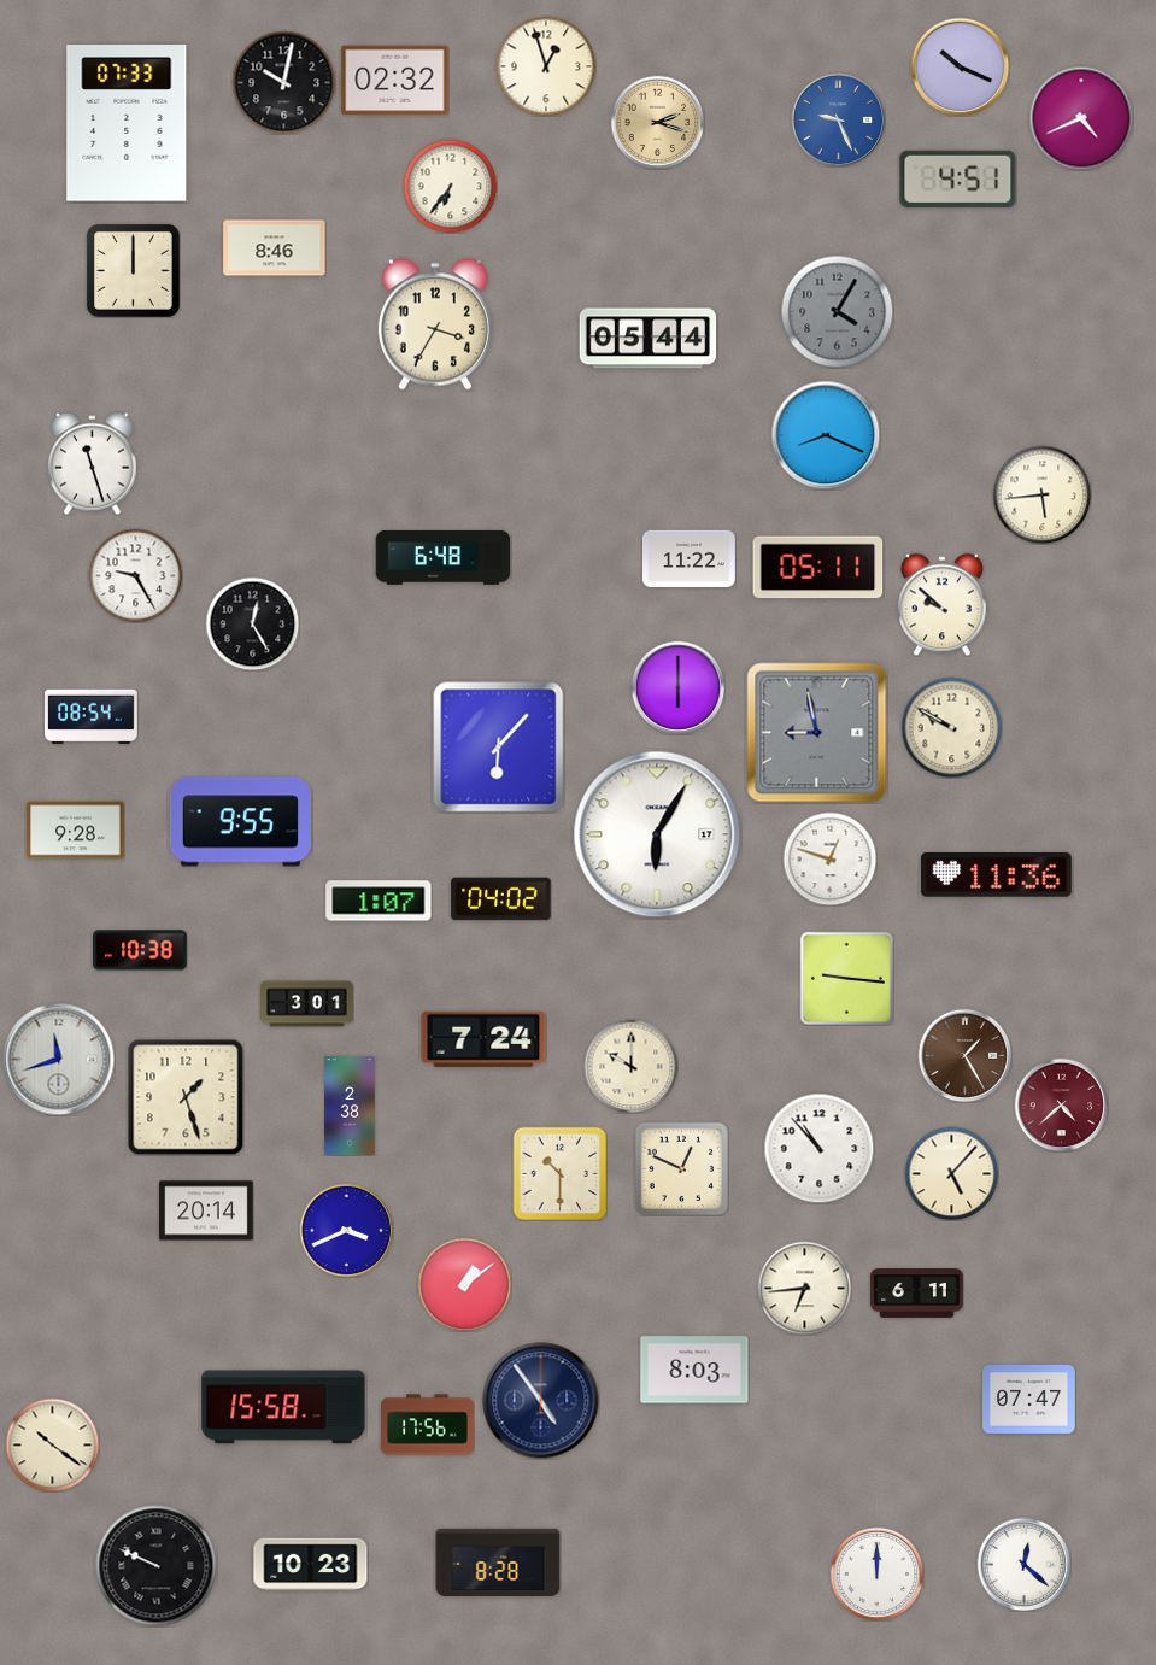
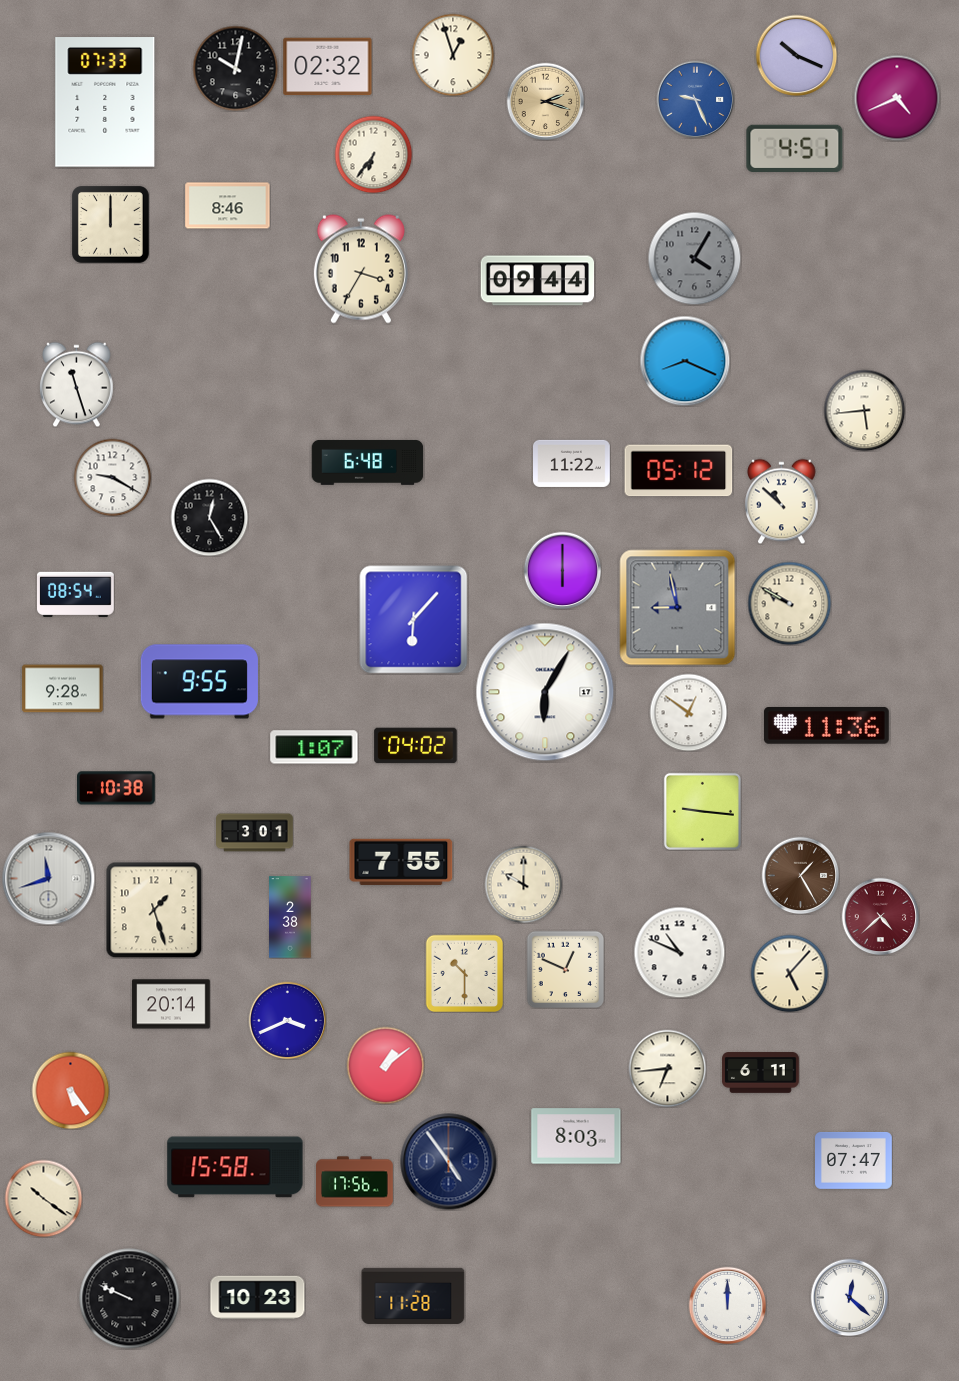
clock at (649, 339): 05:44 -> 09:44
clock at (818, 568): 05:11 -> 05:12
clock at (135, 575): 9:25 -> 9:20
clock at (943, 604): 9:52 -> 10:52
clock at (829, 858): 12:48 -> 12:51
clock at (483, 1039): 7:24 -> 7:55
clock at (818, 1148): 10:53 -> 10:49
clock at (70, 1090): none -> 5:24
clock at (498, 1563): 8:28 -> 11:28
